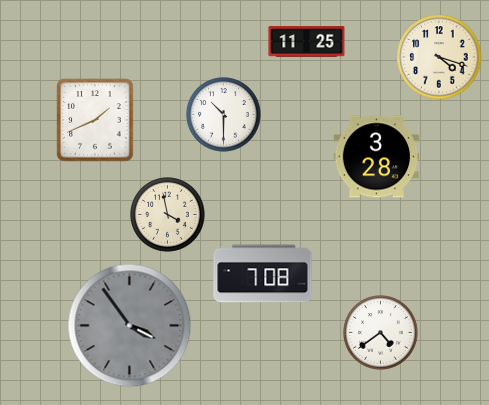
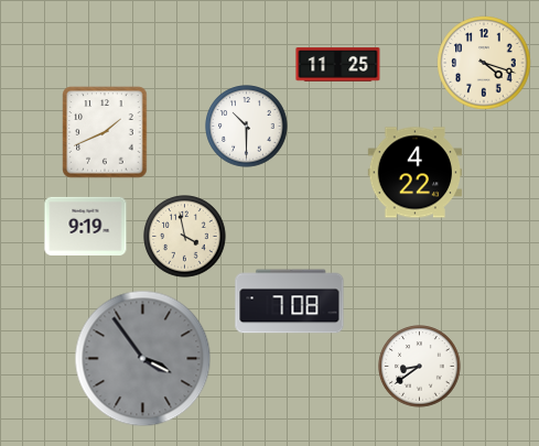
clock at (307, 42) position: (307, 42) -> (338, 65)
clock at (377, 157): 3:28 -> 4:22
clock at (86, 226): none -> 9:19
clock at (381, 333): 4:39 -> 8:39
